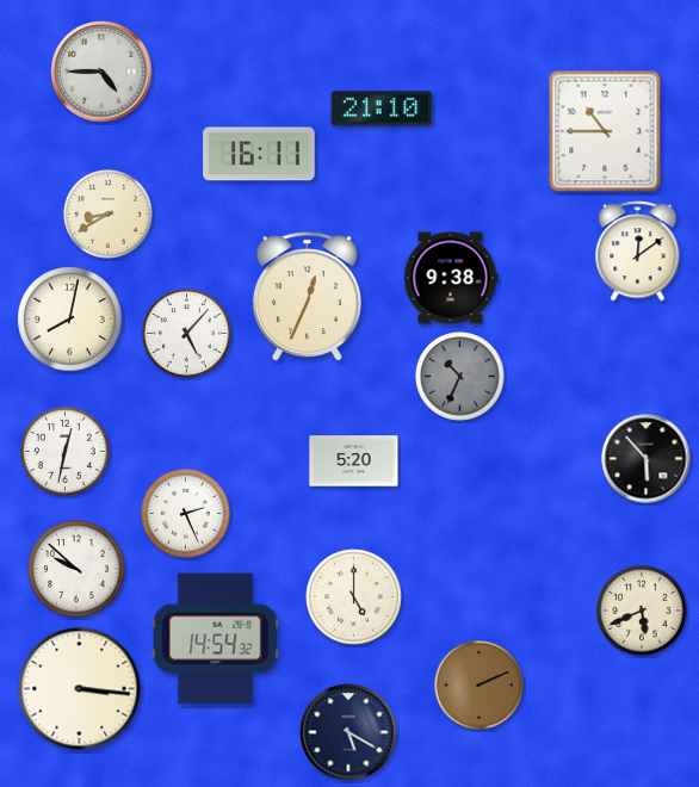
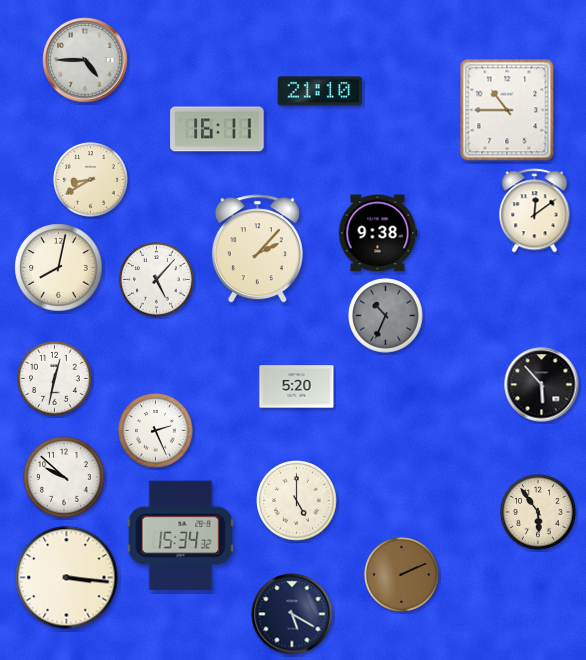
clock at (307, 297): 12:34 -> 2:07
clock at (642, 611): 5:41 -> 5:54
clock at (216, 639): 14:54 -> 15:34
